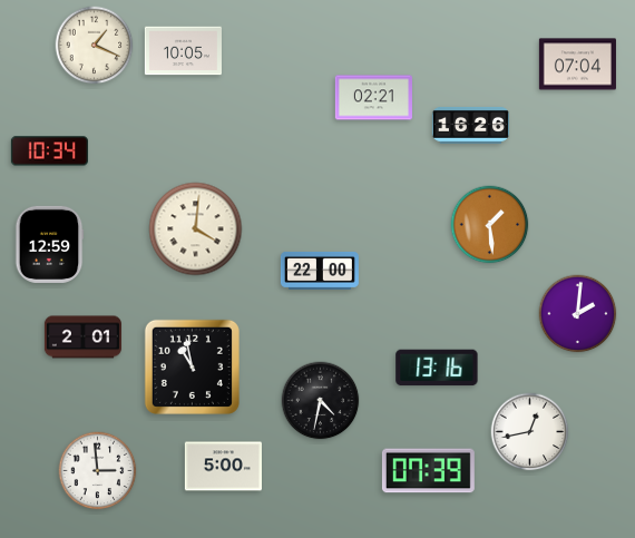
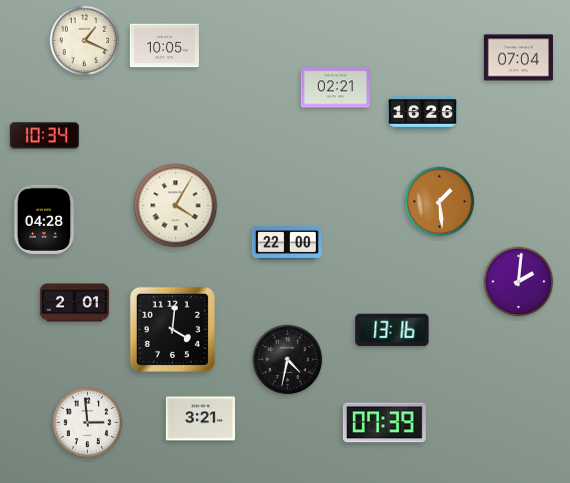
clock at (196, 229): 4:01 -> 4:05
clock at (49, 244): 12:59 -> 04:28
clock at (192, 366): 10:58 -> 4:01
clock at (530, 432): 12:43 -> none
clock at (223, 467): 5:00 -> 3:21
